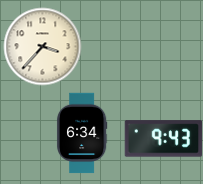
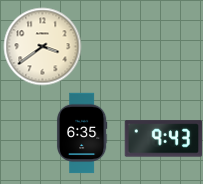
clock at (42, 46): 3:37 -> 3:39
clock at (82, 133): 6:34 -> 6:35
